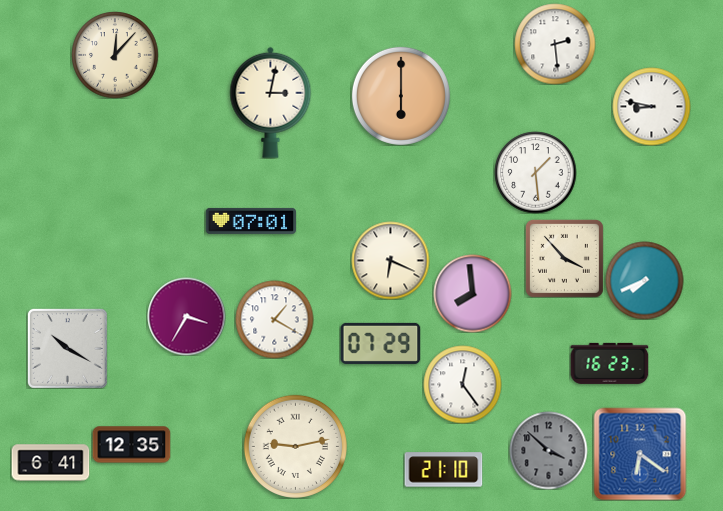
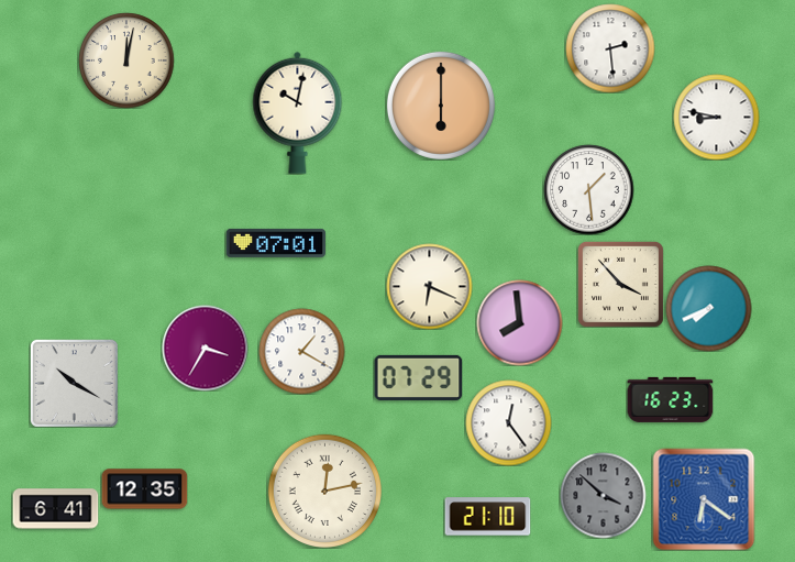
clock at (115, 55): 12:07 -> 12:02
clock at (271, 102): 3:02 -> 10:02
clock at (295, 446): 9:13 -> 12:13
